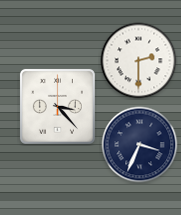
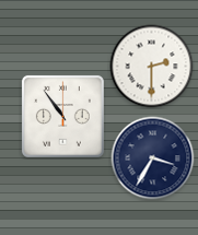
clock at (57, 106): 3:23 -> 10:54
clock at (140, 145): 3:34 -> 3:35
